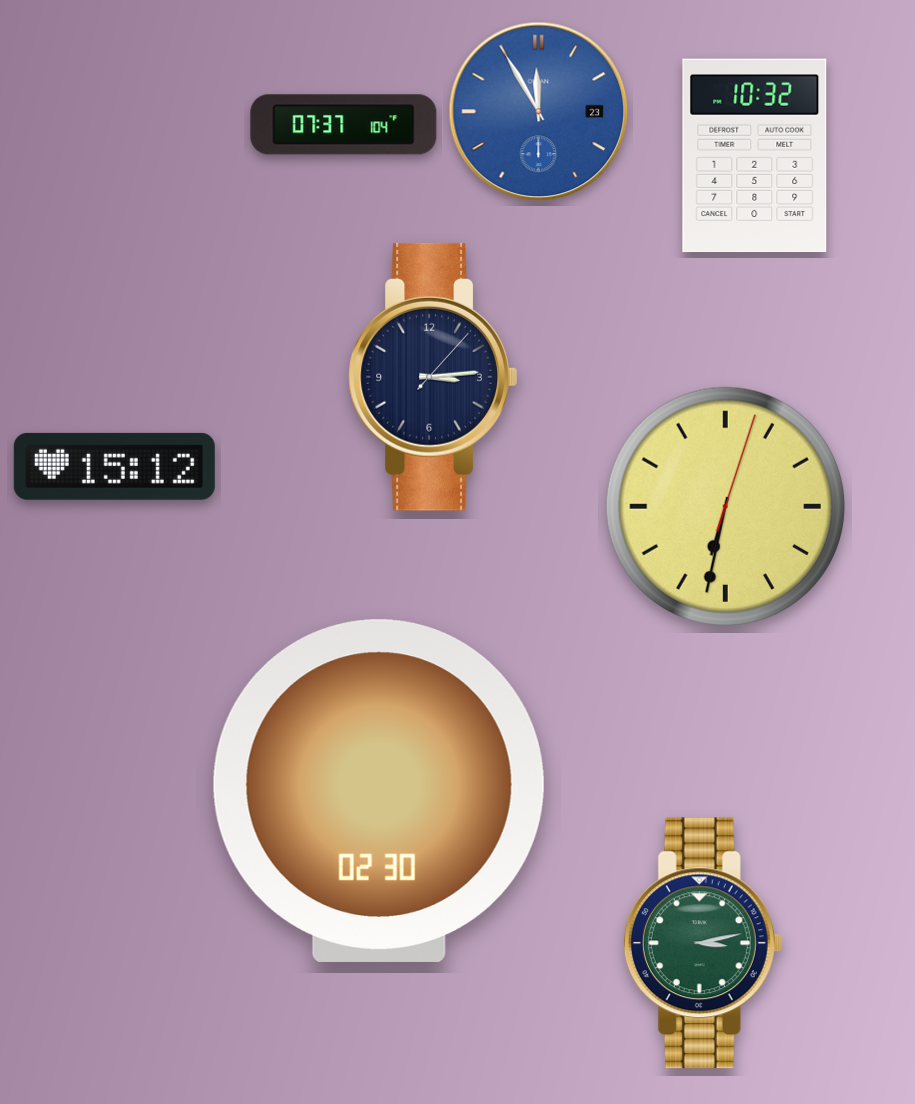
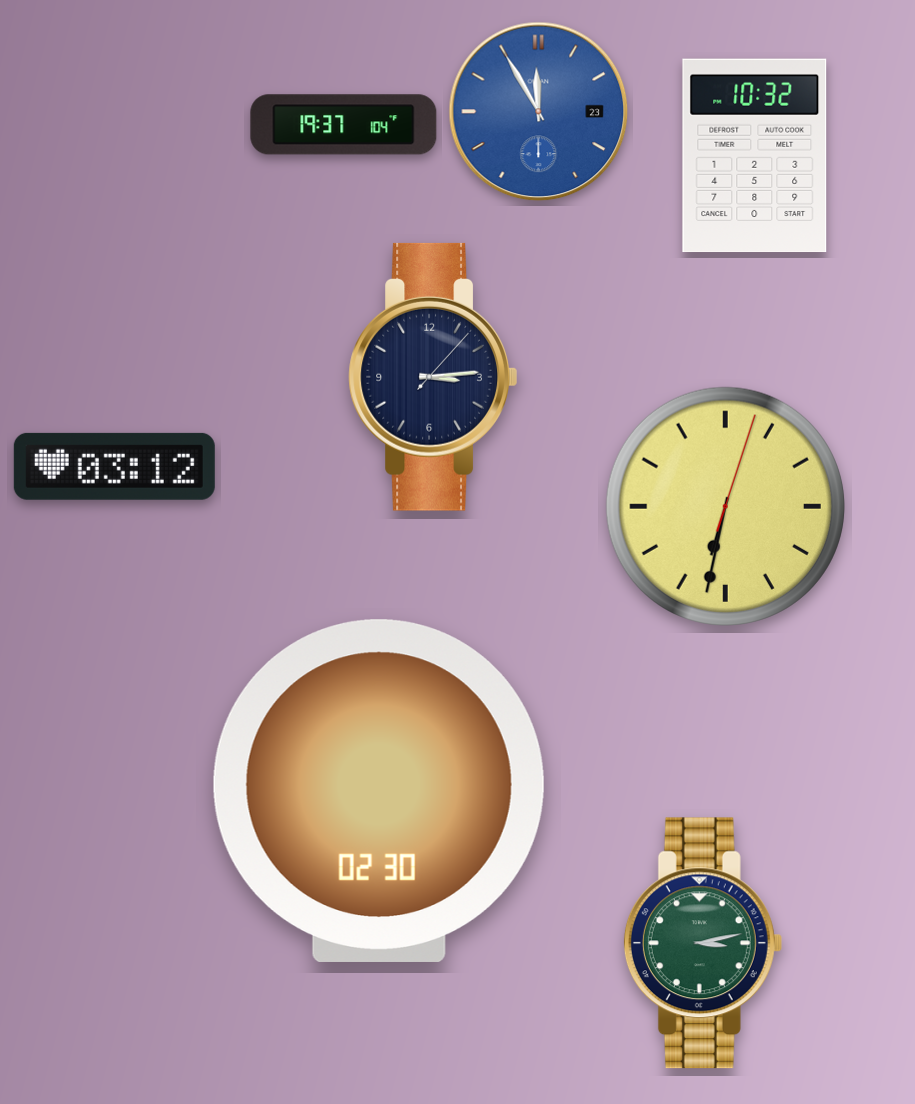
clock at (344, 125): 07:37 -> 19:37
clock at (114, 466): 15:12 -> 03:12
